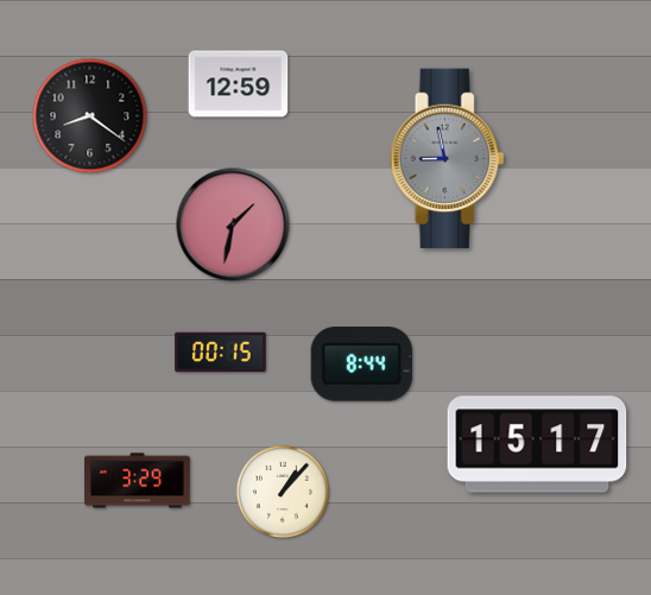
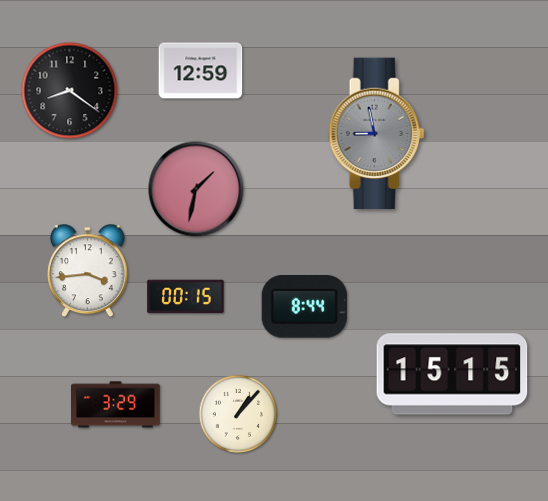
clock at (90, 116) position: (90, 116) -> (70, 91)
clock at (87, 271): none -> 3:44
clock at (537, 444): 15:17 -> 15:15
